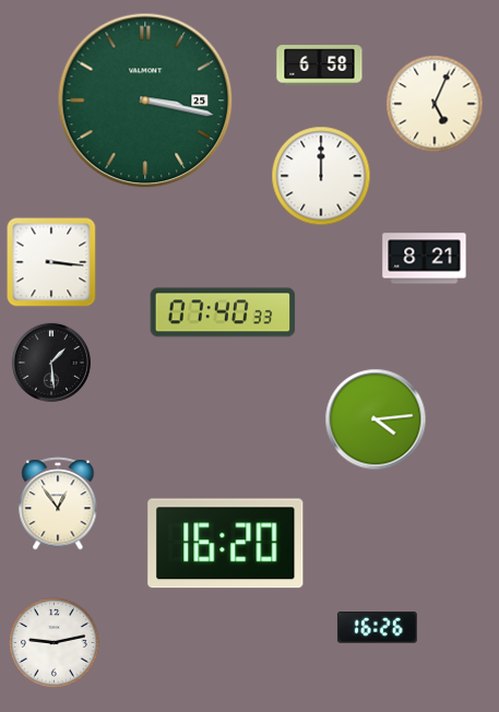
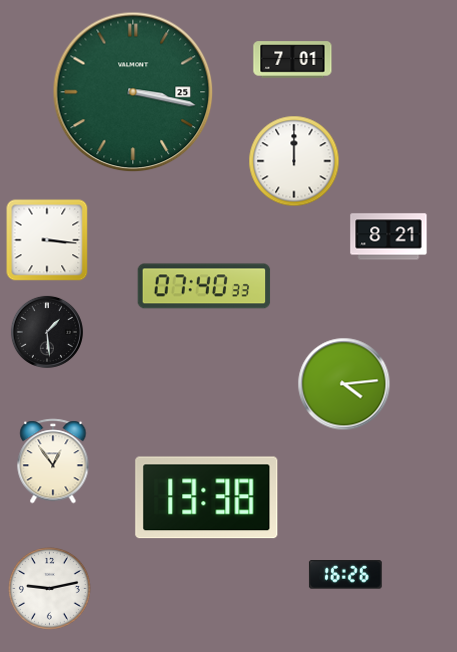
clock at (320, 66): 6:58 -> 7:01
clock at (435, 104): 5:04 -> none
clock at (226, 544): 16:20 -> 13:38
